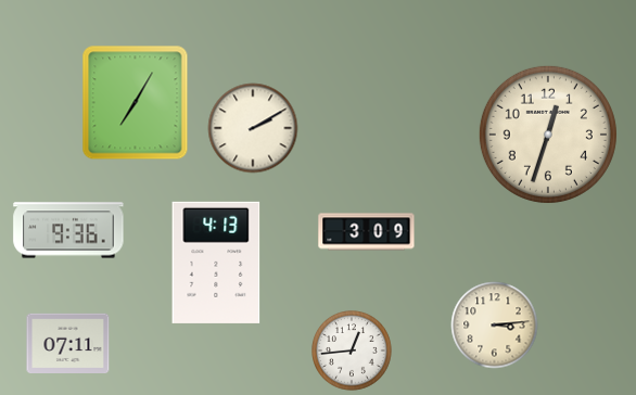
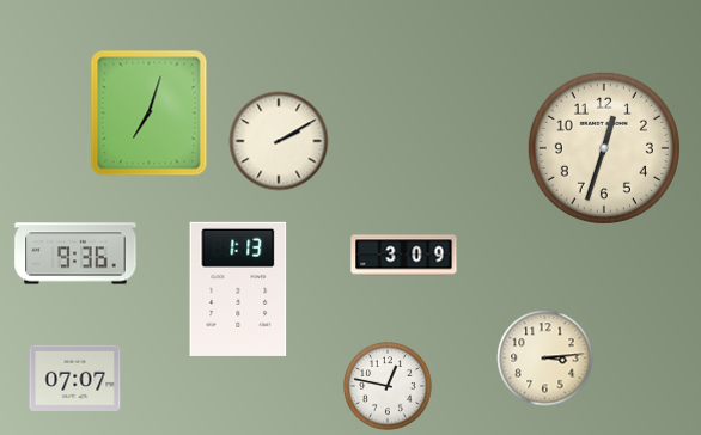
clock at (136, 103): 7:05 -> 7:03
clock at (216, 263): 4:13 -> 1:13
clock at (68, 343): 07:11 -> 07:07
clock at (353, 352): 12:44 -> 12:47
